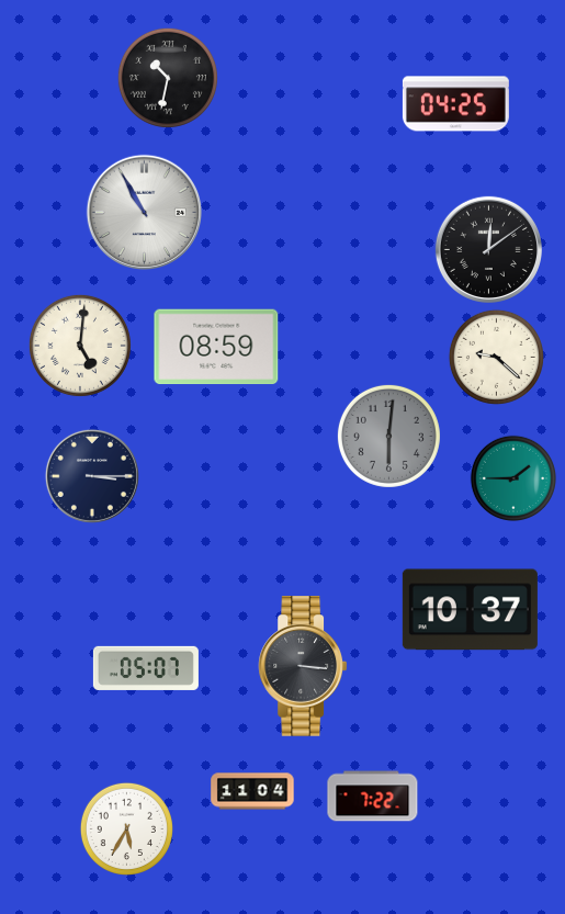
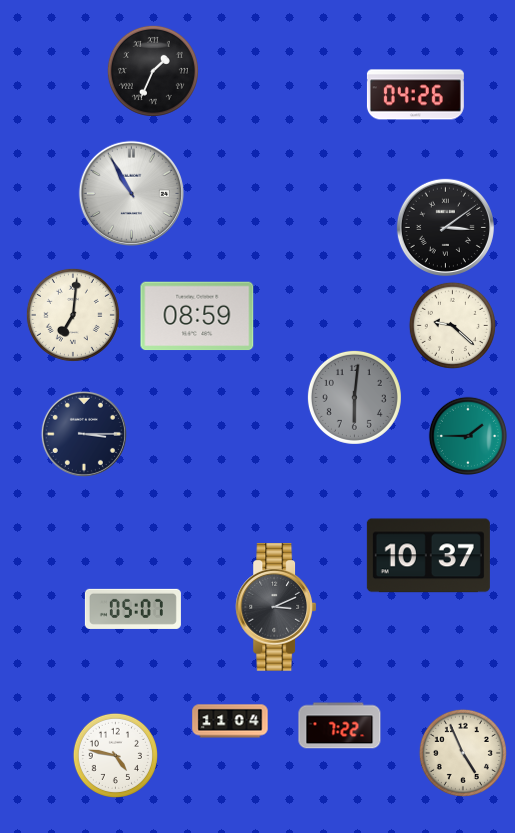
clock at (168, 78): 10:32 -> 1:34
clock at (455, 104): 04:25 -> 04:26
clock at (488, 249): 12:09 -> 3:09
clock at (80, 346): 5:01 -> 7:01
clock at (303, 666): 3:16 -> 3:11
clock at (463, 753): none -> 4:56
clock at (126, 828): 5:35 -> 4:47
